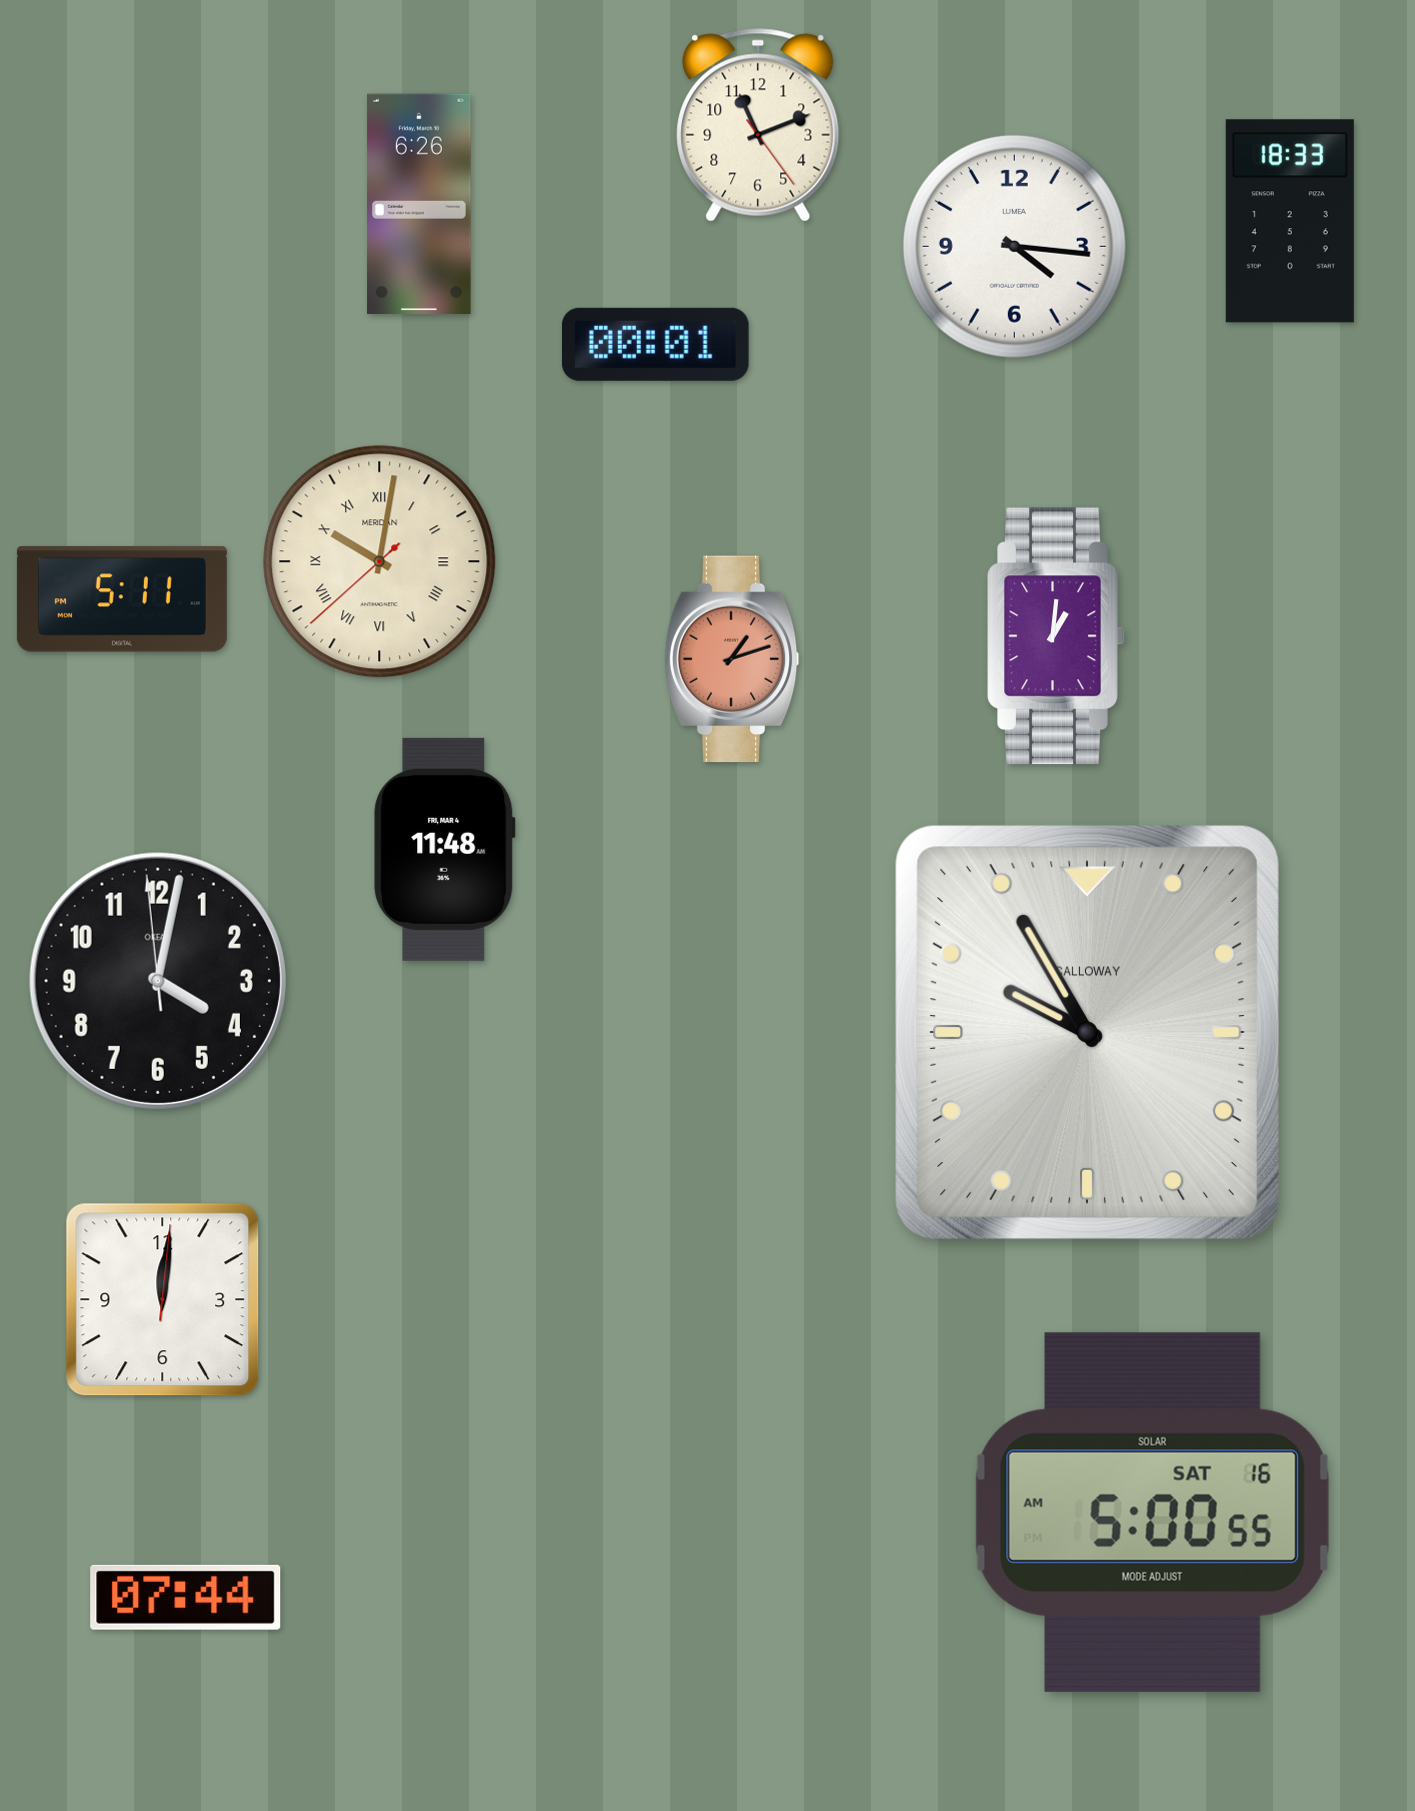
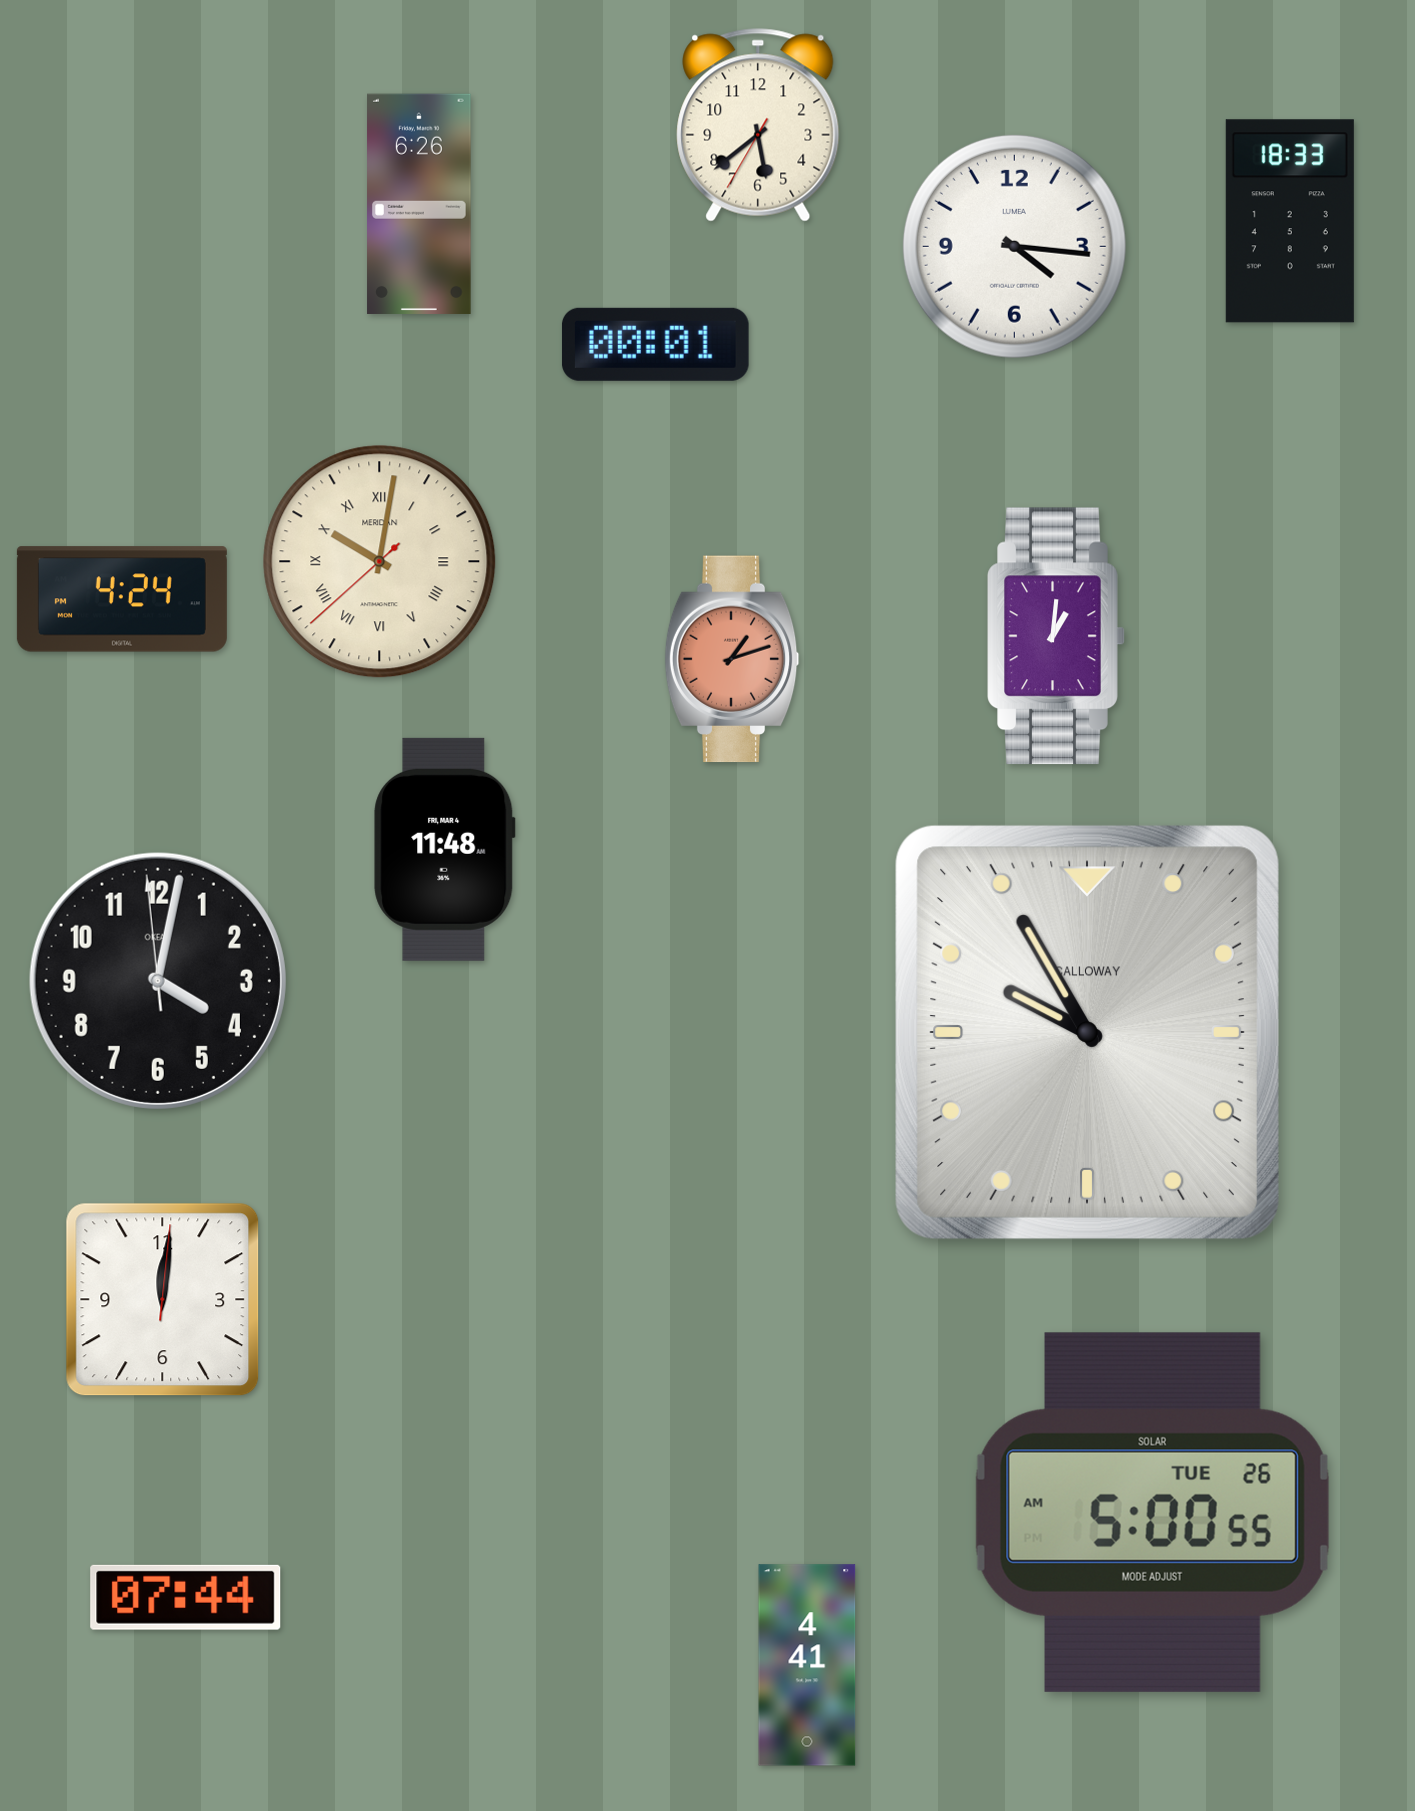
clock at (758, 125): 11:11 -> 5:38
clock at (122, 599): 5:11 -> 4:24
clock at (1152, 1512) date: SAT 16 -> TUE 26
clock at (807, 1665): none -> 4:41
